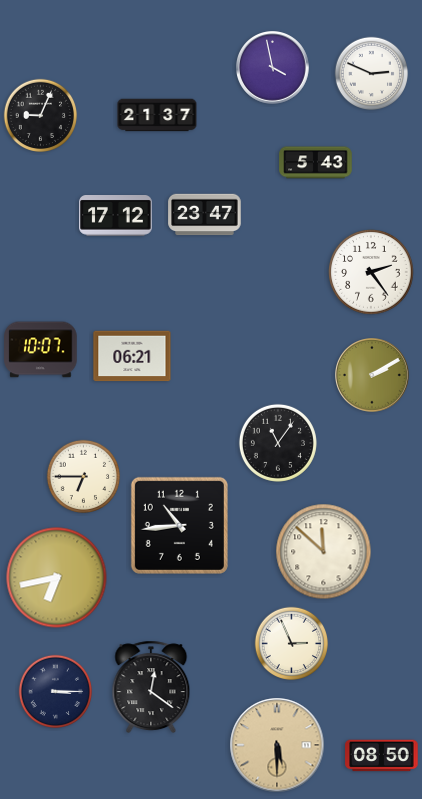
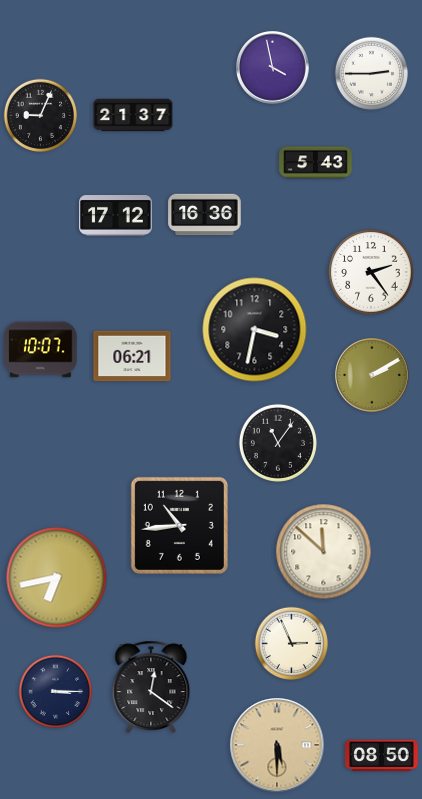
clock at (372, 74): 2:49 -> 2:45
clock at (157, 115) position: (157, 115) -> (133, 115)
clock at (205, 215): 23:47 -> 16:36
clock at (255, 330): none -> 3:32
clock at (84, 477): 6:45 -> none
